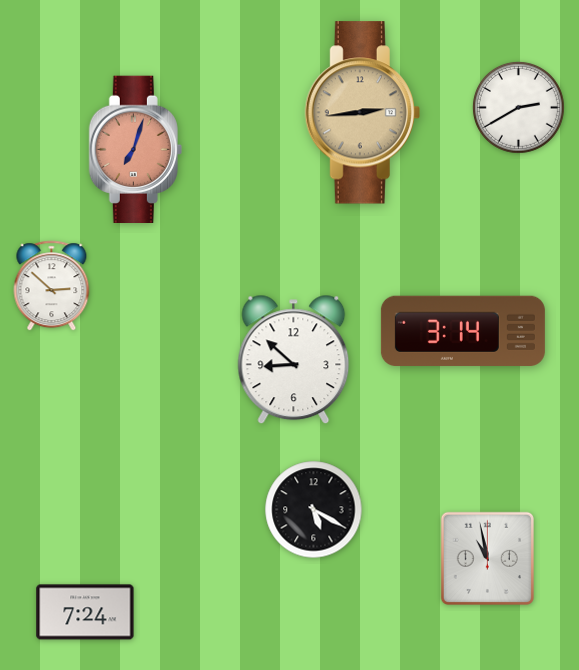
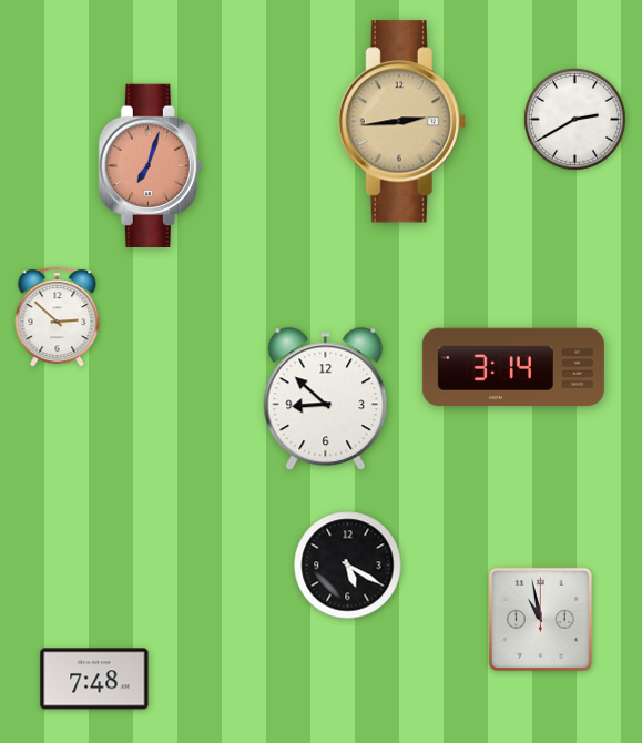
clock at (362, 113) position: (362, 113) -> (401, 122)
clock at (85, 612): 7:24 -> 7:48
